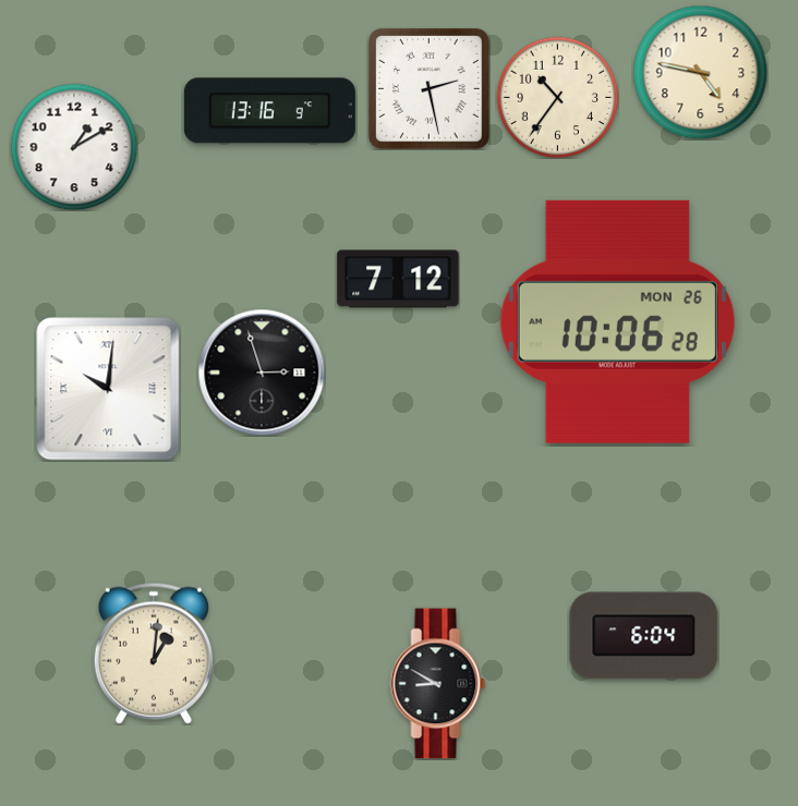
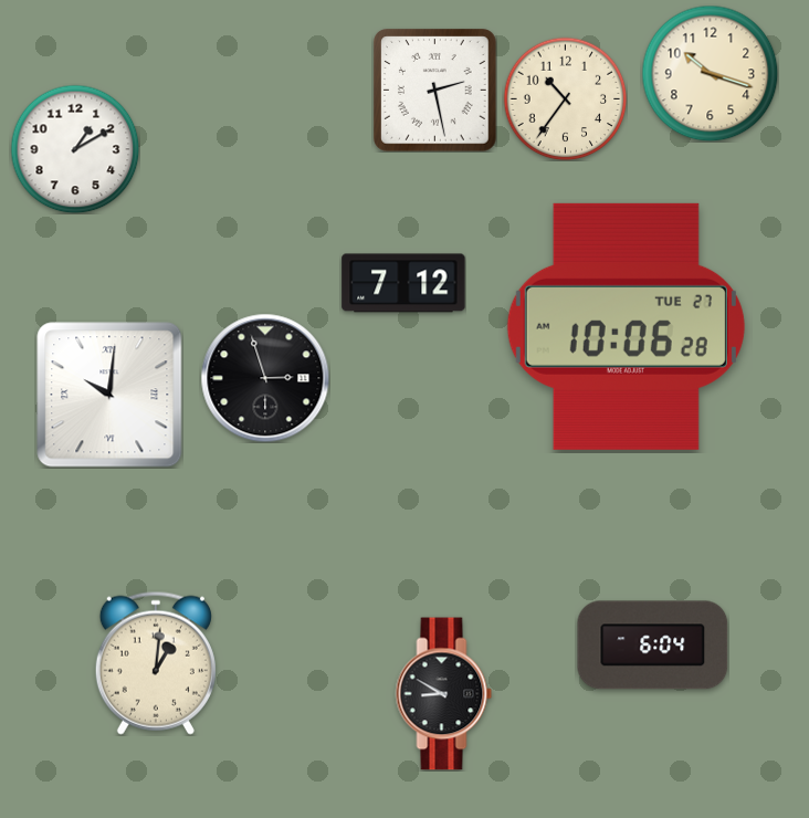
clock at (700, 72): 4:47 -> 10:18
clock at (269, 111): 13:16 -> none
clock at (617, 321) date: MON 26 -> TUE 27
